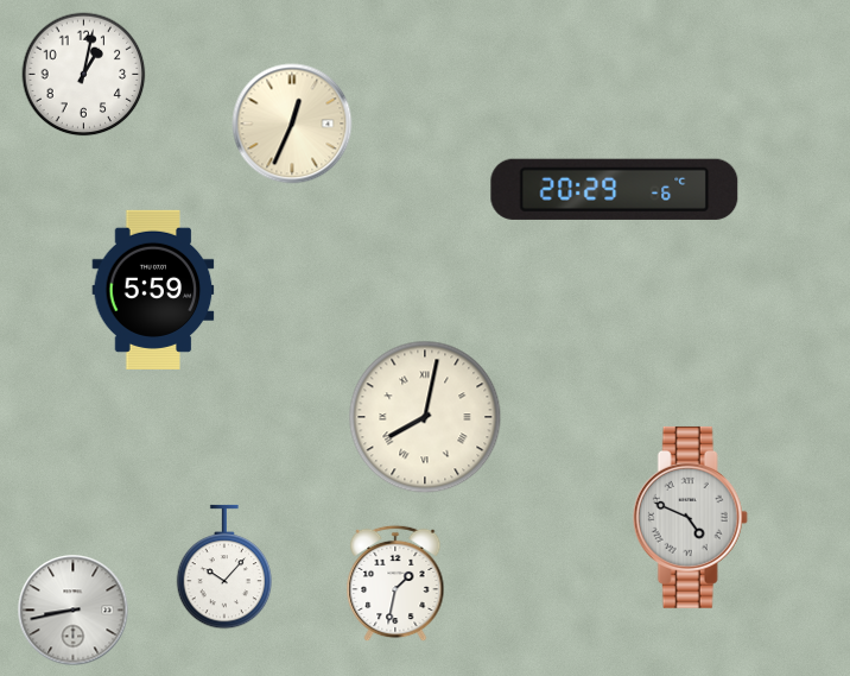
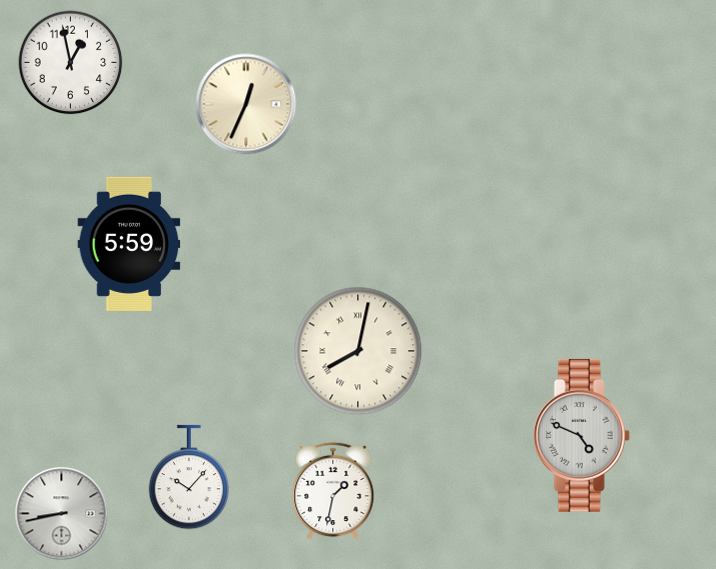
clock at (84, 75): 1:02 -> 12:58
clock at (615, 189): 20:29 -> none
